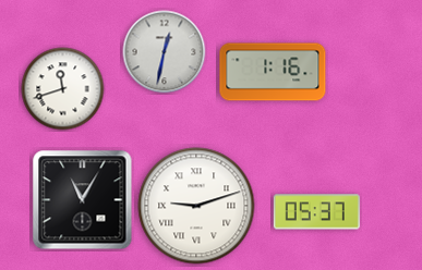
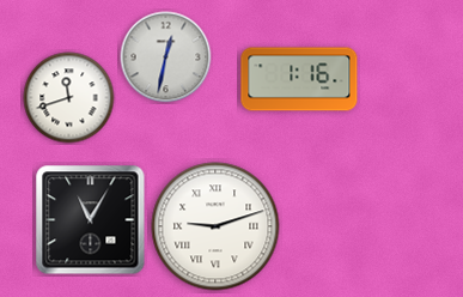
clock at (165, 52) position: (165, 52) -> (166, 57)
clock at (316, 212): 05:37 -> none
